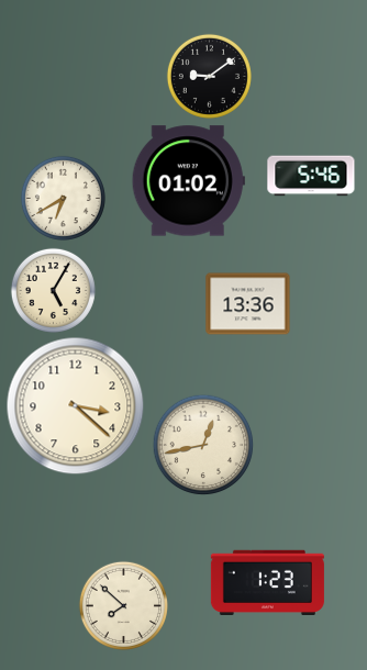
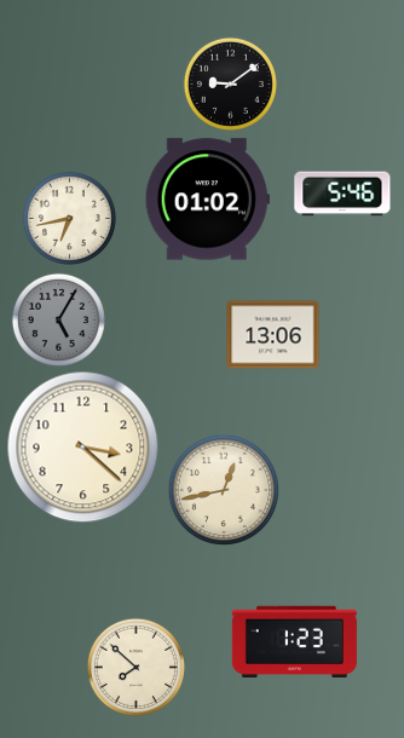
clock at (63, 198): 6:40 -> 6:43
clock at (53, 290) dial: cream -> grey
clock at (248, 304): 13:36 -> 13:06
